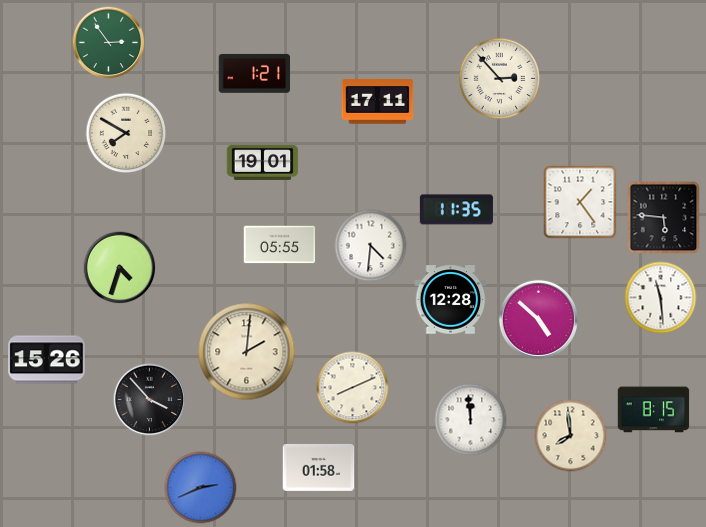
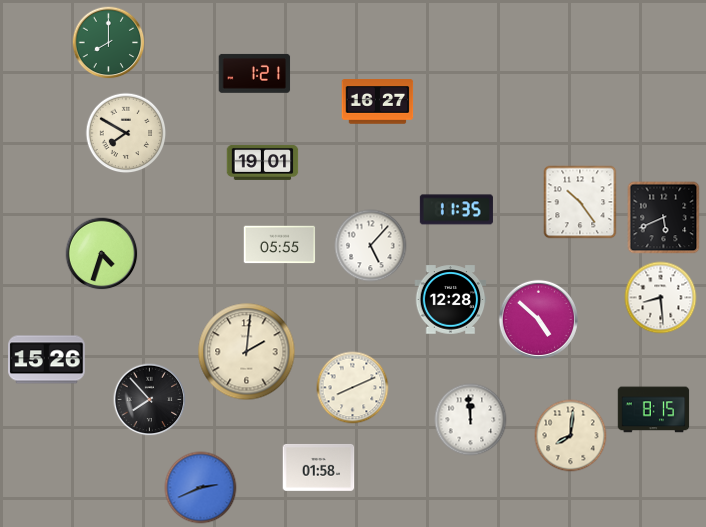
clock at (109, 43): 2:54 -> 8:00
clock at (500, 79): 2:53 -> none
clock at (378, 102): 17:11 -> 16:27
clock at (580, 202): 1:24 -> 10:24
clock at (664, 218): 5:46 -> 5:41
clock at (371, 246): 4:31 -> 5:07
clock at (120, 268) position: (120, 268) -> (102, 254)
clock at (661, 298): 11:29 -> 8:29
clock at (150, 400): 3:53 -> 7:53
clock at (571, 436): 7:59 -> 8:01
